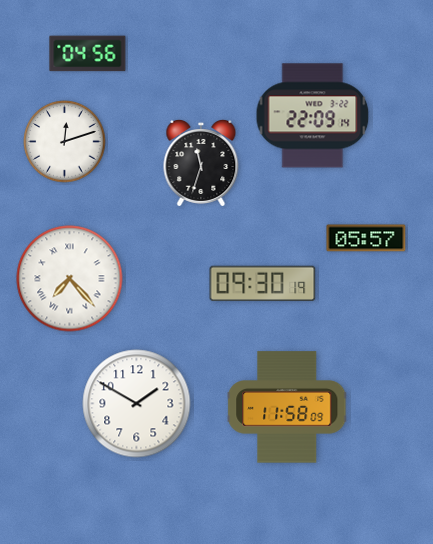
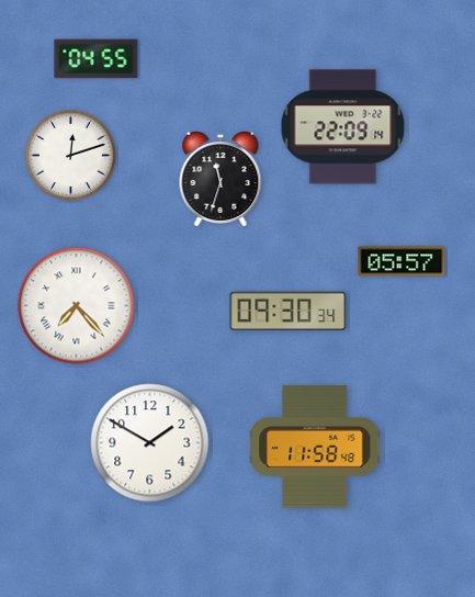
clock at (88, 54): 04:56 -> 04:55
clock at (263, 284): 09:30:19 -> 09:30:34
clock at (287, 407): 11:58:09 -> 11:58:48
